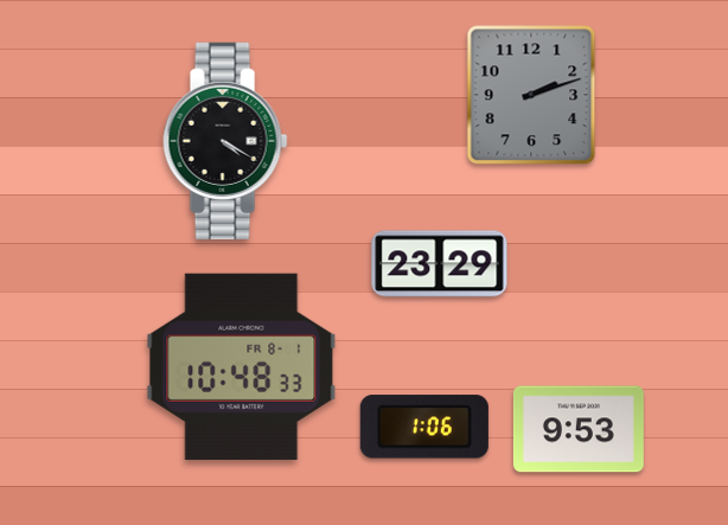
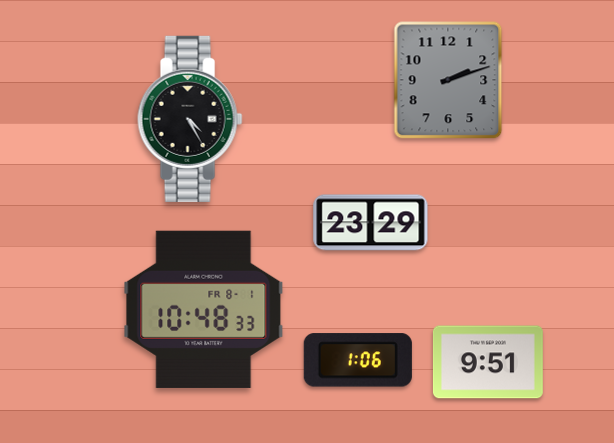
clock at (225, 141): 4:20 -> 4:25
clock at (579, 429): 9:53 -> 9:51
